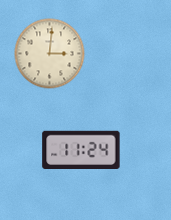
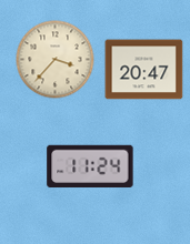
clock at (50, 54): 3:01 -> 3:37
clock at (144, 70): none -> 20:47
